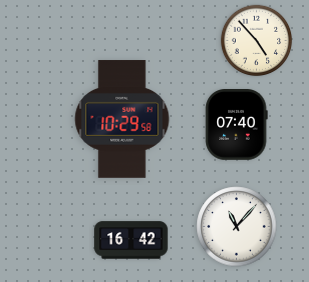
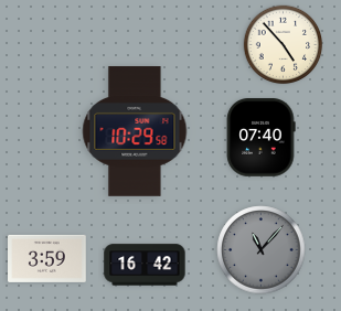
clock at (237, 227) dial: white -> grey
clock at (47, 258): none -> 3:59
